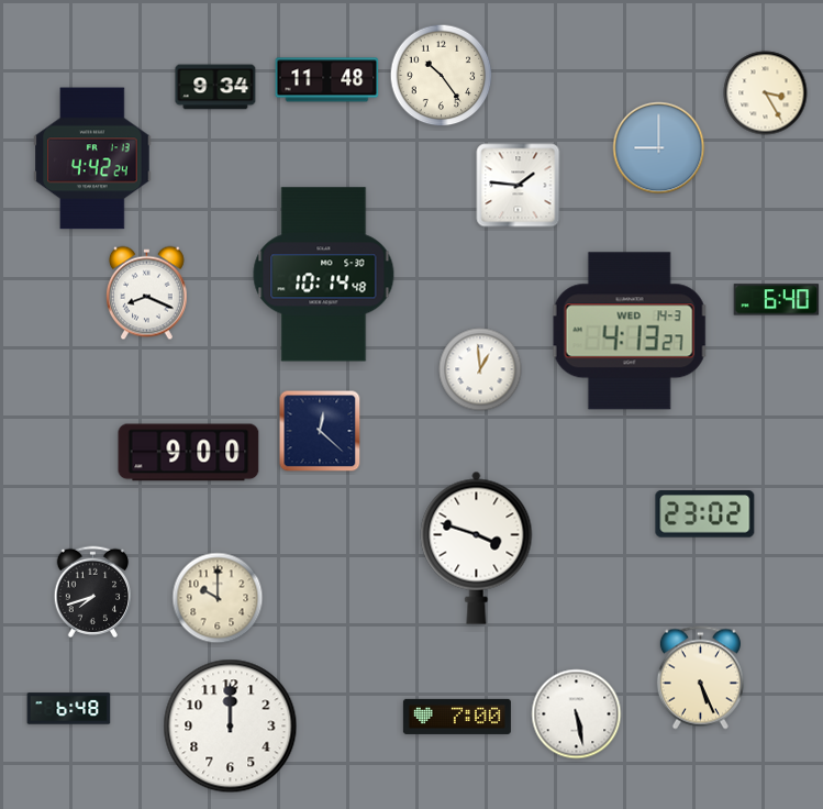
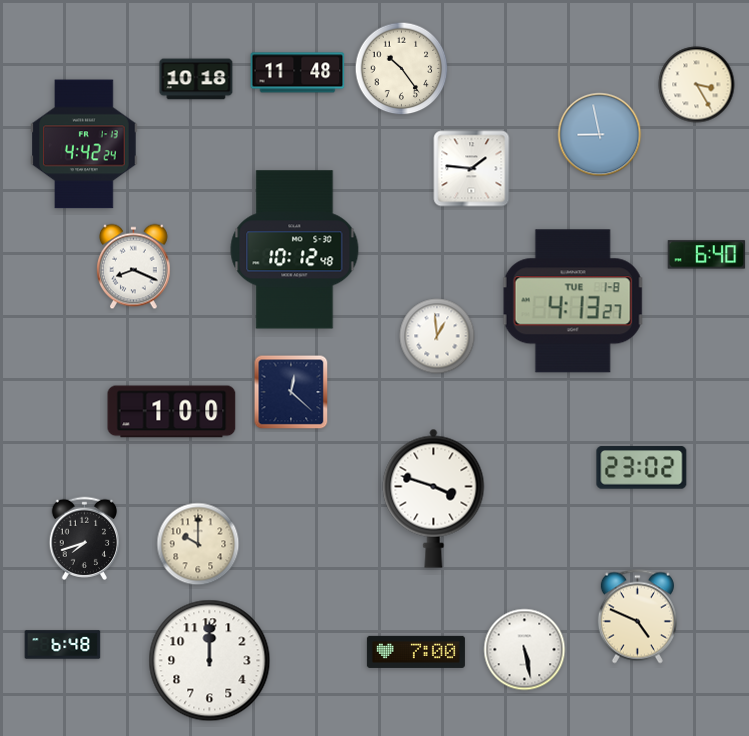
clock at (215, 87): 9:34 -> 10:18
clock at (659, 148): 9:00 -> 8:58
clock at (324, 275): 10:14 -> 10:12
clock at (777, 300) position: (777, 300) -> (707, 255)
clock at (630, 331) date: WED 14-3 -> TUE 1-8
clock at (189, 453): 9:00 -> 1:00
clock at (700, 678): 5:26 -> 4:49
